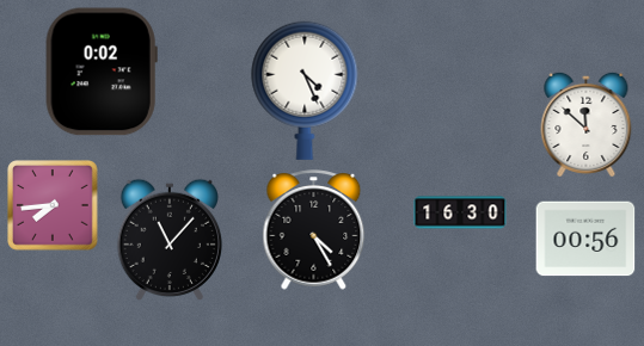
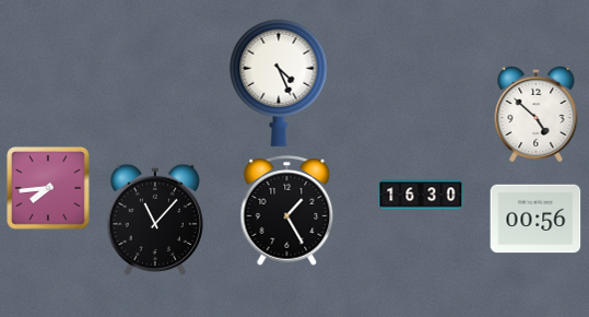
clock at (102, 72): 0:02 -> none
clock at (587, 124): 11:52 -> 4:52
clock at (314, 230): 4:25 -> 1:25
